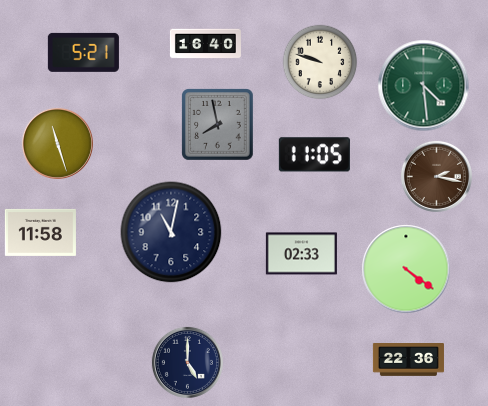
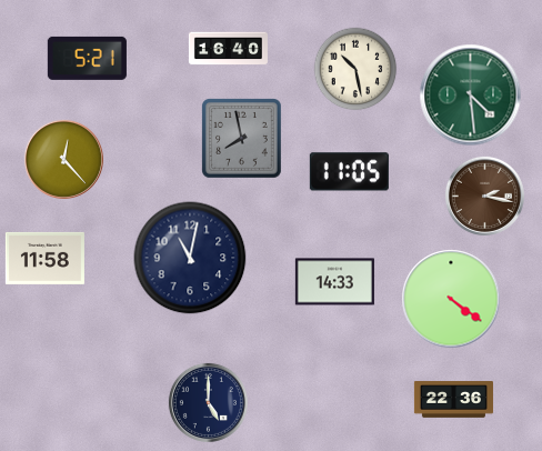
clock at (83, 52) position: (83, 52) -> (87, 58)
clock at (320, 62): 9:48 -> 10:28
clock at (57, 143): 11:27 -> 12:23
clock at (301, 254): 02:33 -> 14:33
